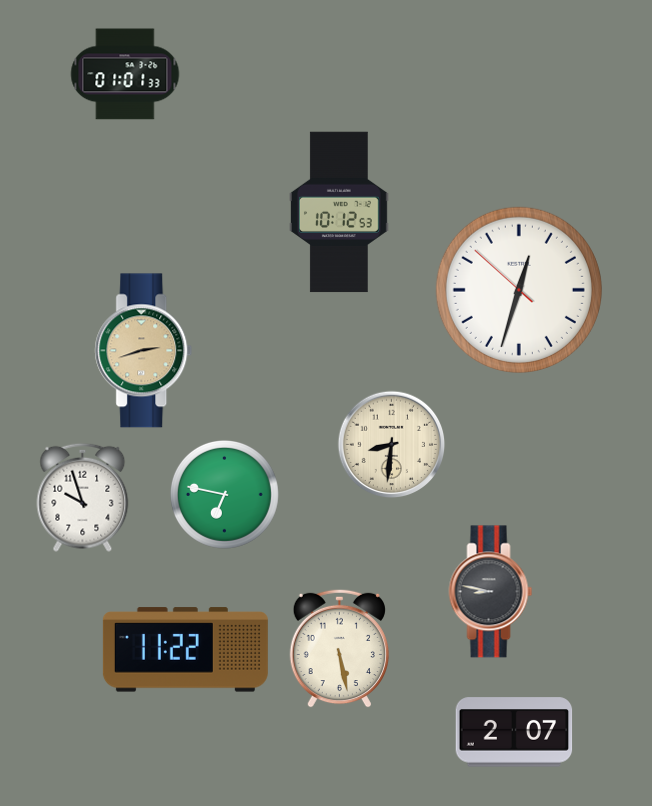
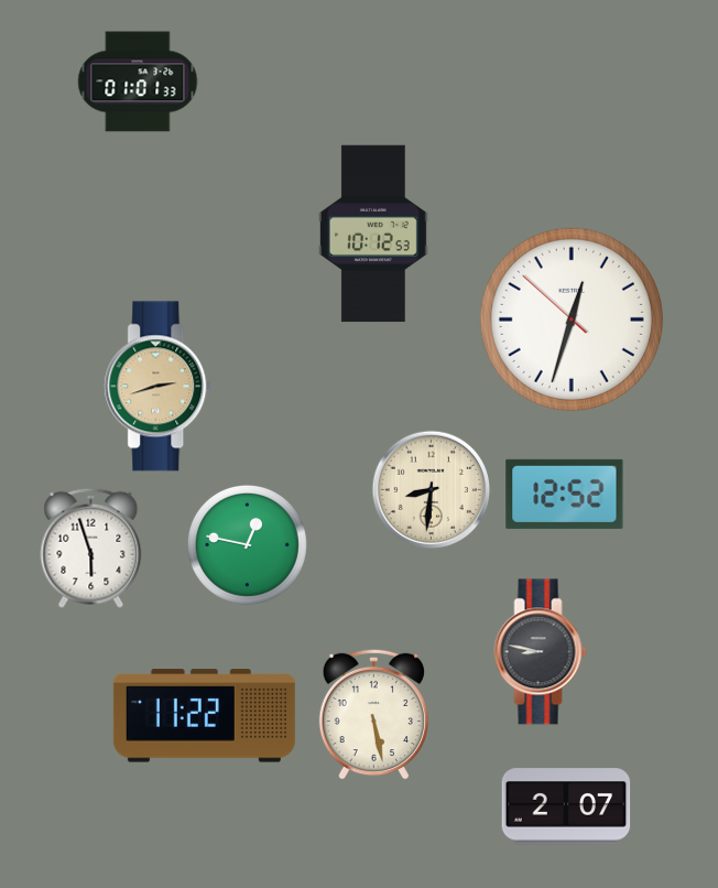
clock at (565, 494): none -> 12:52
clock at (224, 494): 6:47 -> 12:47
clock at (83, 497): 9:57 -> 5:57
